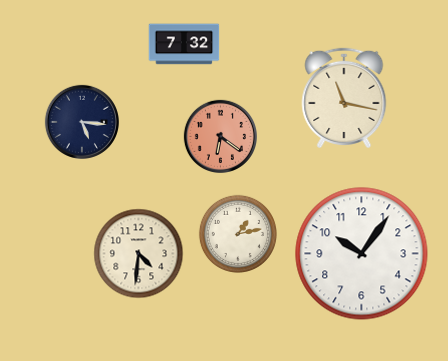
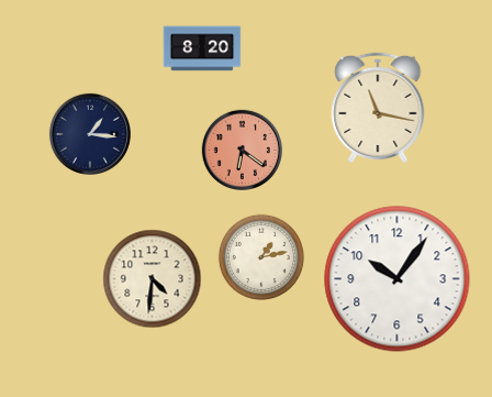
clock at (184, 44): 7:32 -> 8:20
clock at (82, 122): 5:16 -> 1:16
